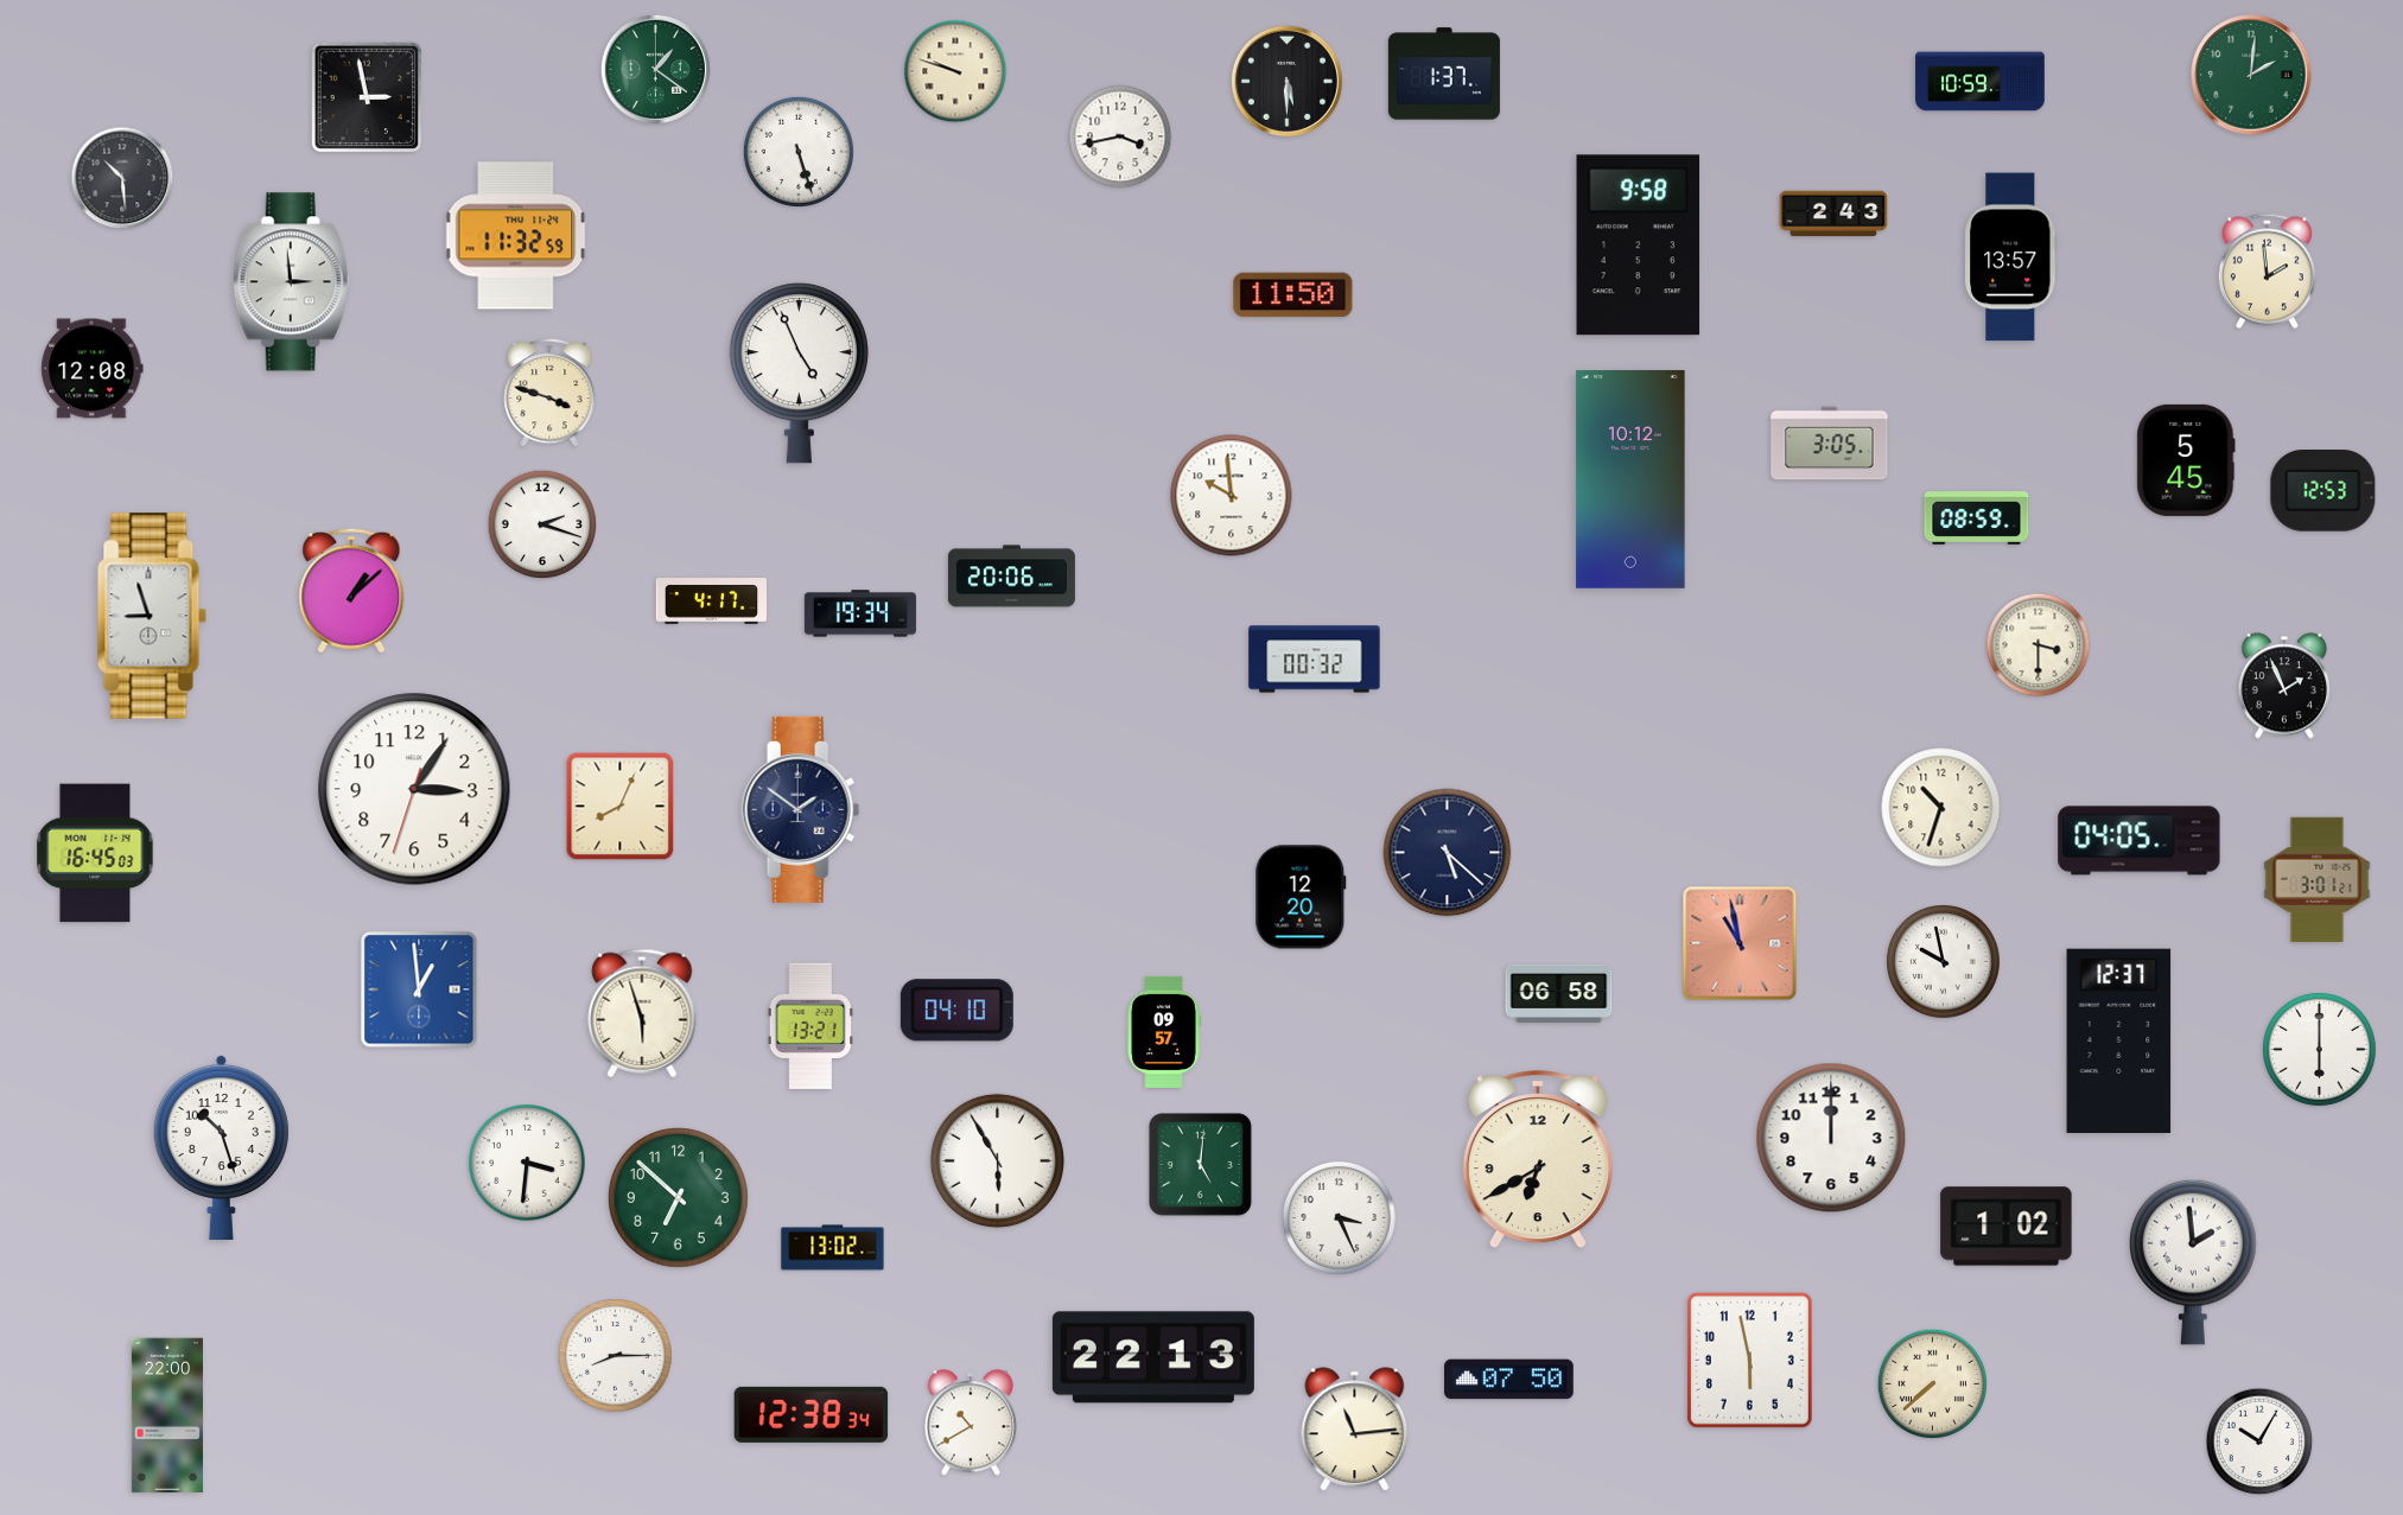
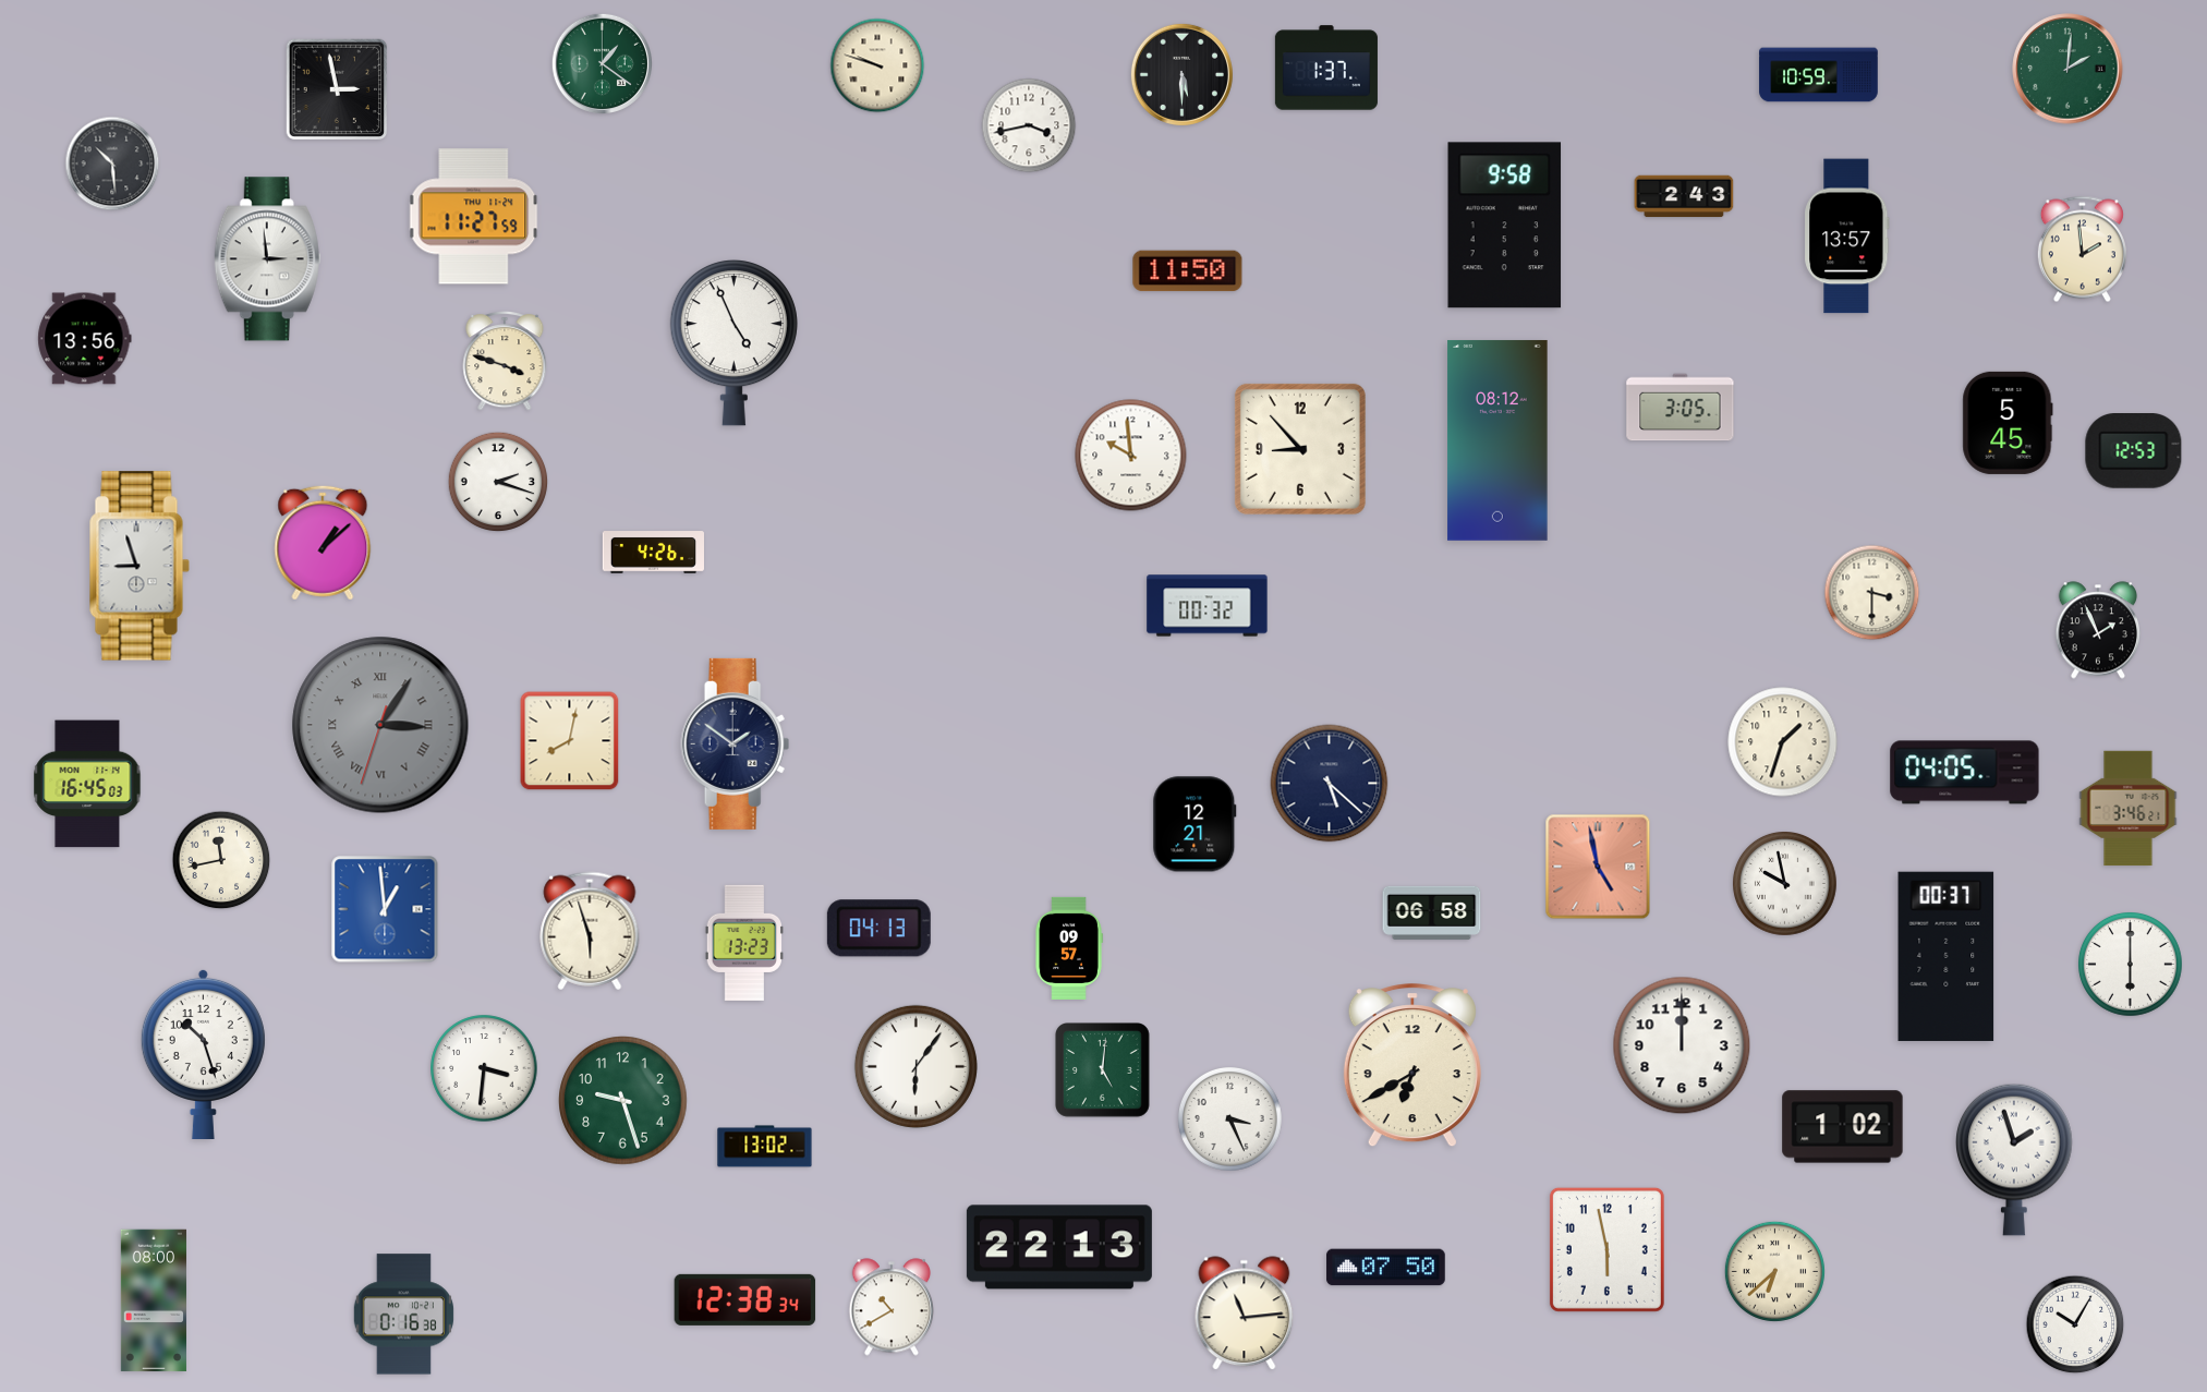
clock at (799, 152): 5:27 -> none
clock at (516, 236): 11:32 -> 11:27
clock at (93, 369): 12:08 -> 13:56
clock at (1630, 479): 10:12 -> 08:12
clock at (1300, 449): none -> 8:53
clock at (1977, 518): 08:59 -> none
clock at (1011, 577): 20:06 -> none
clock at (711, 601): 4:17 -> 4:26
clock at (860, 613): 19:34 -> none
clock at (414, 789) dial: white -> grey
clock at (414, 789) numerals: Arabic -> Roman
clock at (621, 807): 8:04 -> 8:02
clock at (1941, 808): 10:33 -> 1:33
clock at (2318, 880): 3:01 -> 3:46
clock at (1301, 897): 12:20 -> 12:21
clock at (221, 860): none -> 11:43
clock at (1740, 943): 10:58 -> 4:58
clock at (956, 1011): 04:10 -> 04:13
clock at (810, 1026): 13:21 -> 13:23
clock at (2119, 1040): 12:37 -> 00:37
clock at (997, 1160): 5:55 -> 6:06
clock at (679, 1198): 6:52 -> 9:27
clock at (2193, 1262): 1:59 -> 1:57
clock at (616, 1356): 8:15 -> none
clock at (1932, 1383): 7:38 -> 6:38
clock at (167, 1415): 22:00 -> 08:00
clock at (403, 1315): none -> 0:16
